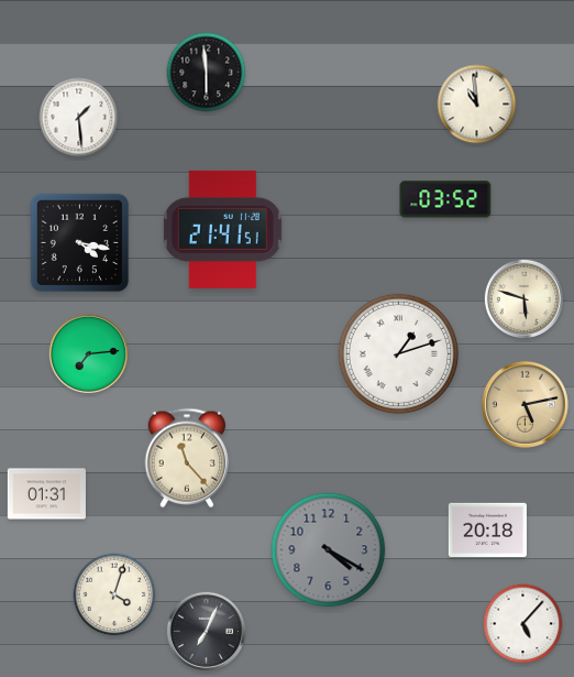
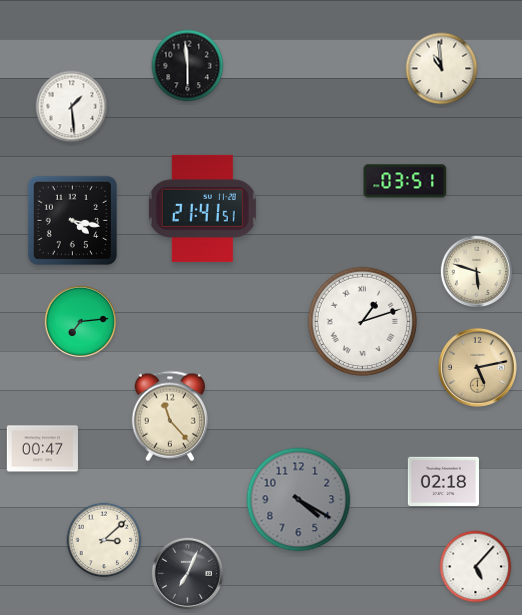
clock at (477, 105) position: (477, 105) -> (442, 69)
clock at (445, 199): 03:52 -> 03:51
clock at (46, 494): 01:31 -> 00:47
clock at (487, 529): 20:18 -> 02:18
clock at (114, 594): 4:03 -> 3:08
